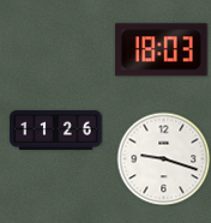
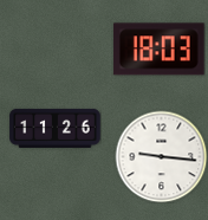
clock at (163, 158): 9:18 -> 9:16
